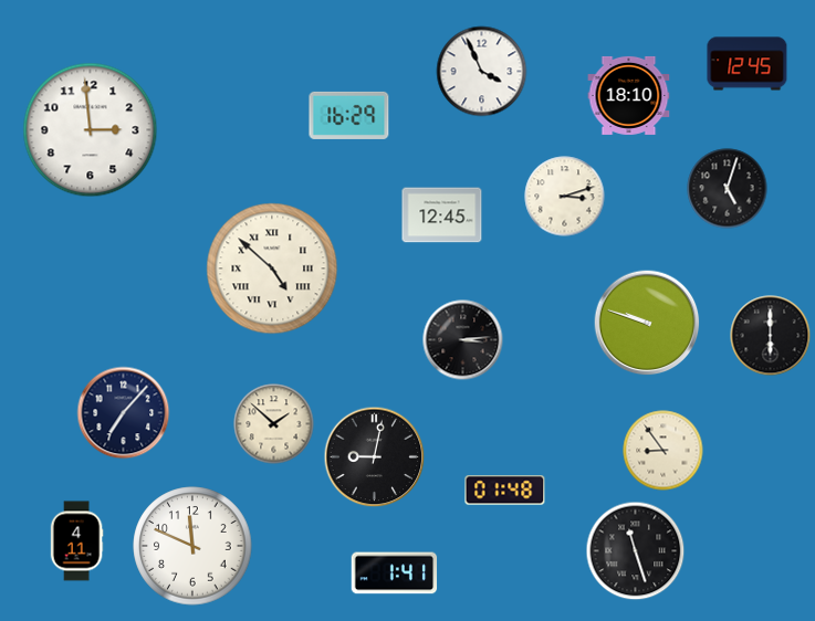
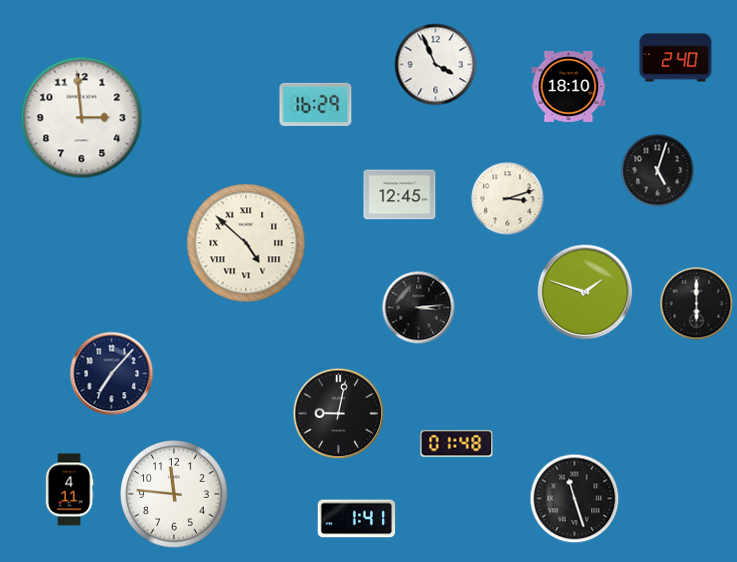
clock at (748, 64): 12:45 -> 2:40
clock at (565, 197) position: (565, 197) -> (508, 199)
clock at (647, 323): 9:48 -> 1:48
clock at (274, 424): 1:52 -> none
clock at (664, 451): 8:54 -> none
clock at (192, 546): 11:49 -> 11:46
